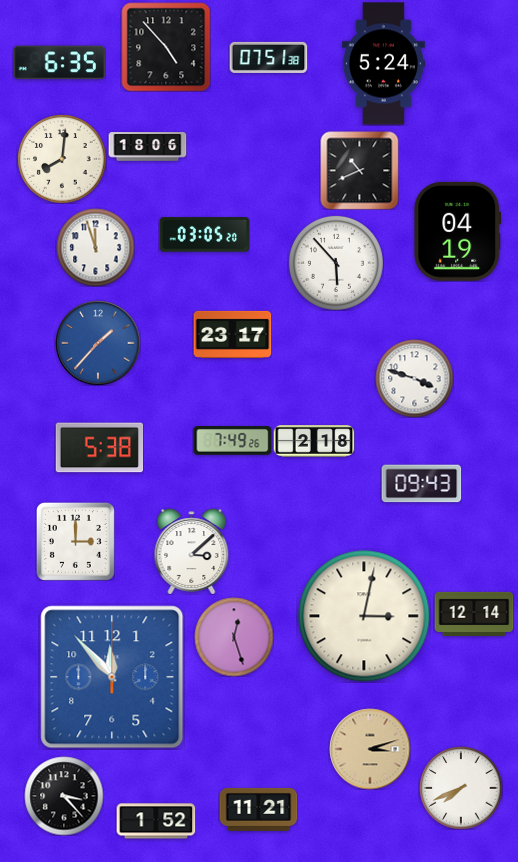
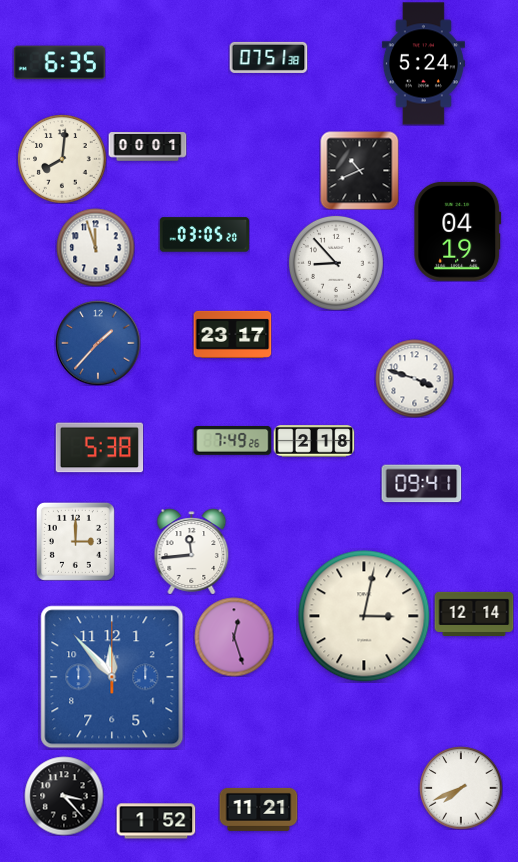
clock at (166, 47): 4:53 -> none
clock at (383, 64) position: (383, 64) -> (423, 64)
clock at (147, 147): 18:06 -> 00:01
clock at (336, 263): 5:53 -> 8:53
clock at (421, 484): 09:43 -> 09:41
clock at (192, 551): 3:08 -> 11:44
clock at (370, 749): 3:12 -> none
